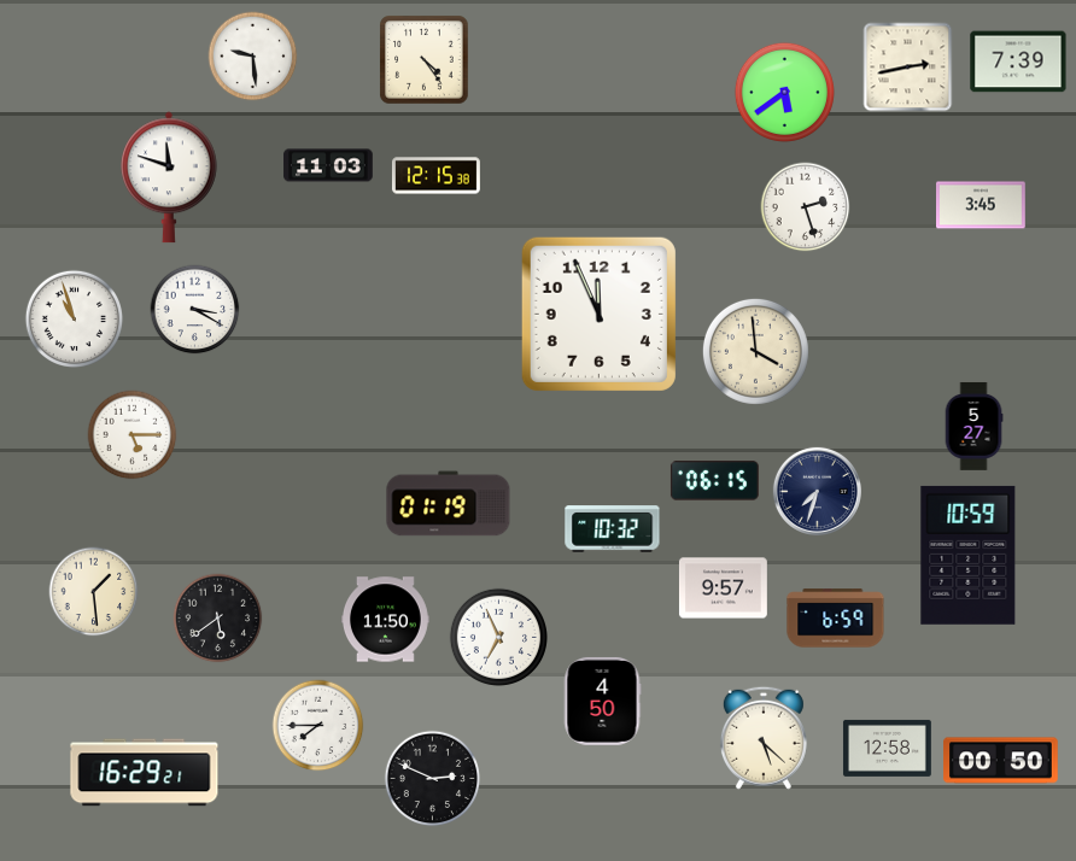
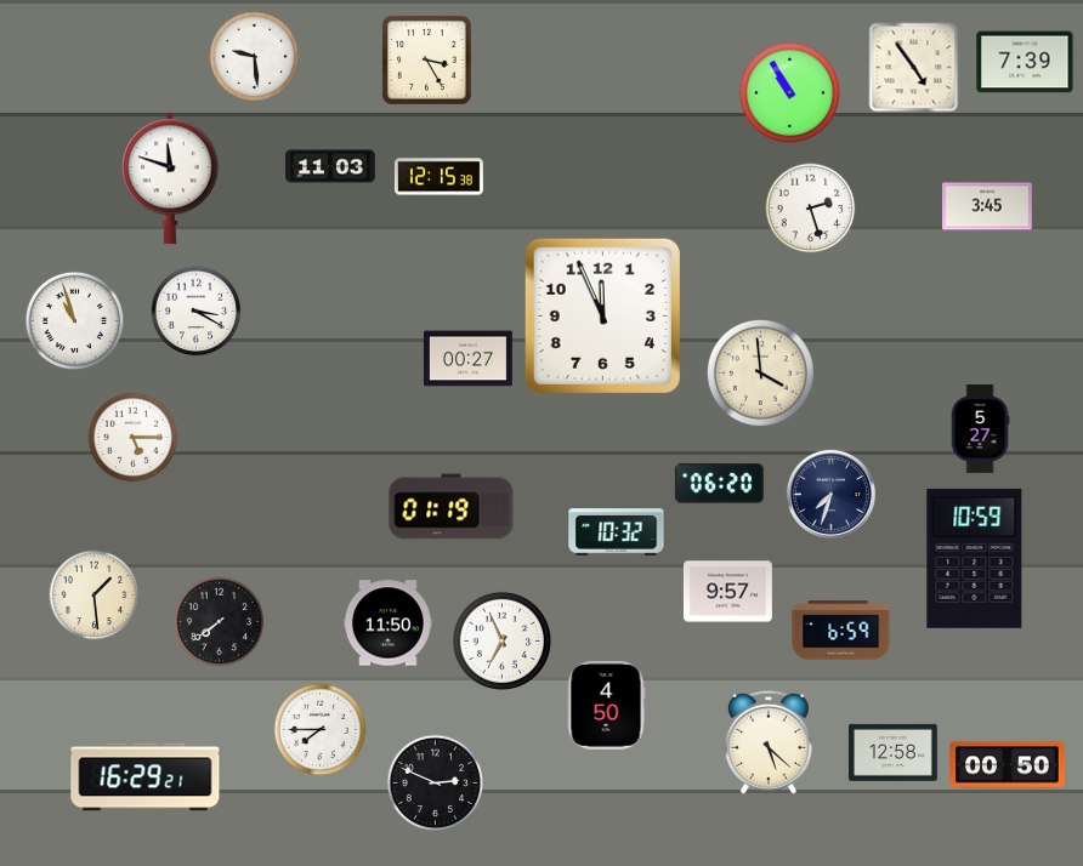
clock at (425, 60): 4:24 -> 3:25
clock at (908, 68): 2:43 -> 4:54
clock at (784, 92): 5:39 -> 10:55
clock at (755, 351) position: (755, 351) -> (760, 372)
clock at (467, 359): none -> 00:27
clock at (714, 481): 06:15 -> 06:20
clock at (817, 491) position: (817, 491) -> (830, 494)
clock at (218, 619): 5:39 -> 7:39
clock at (836, 619) position: (836, 619) -> (841, 631)
